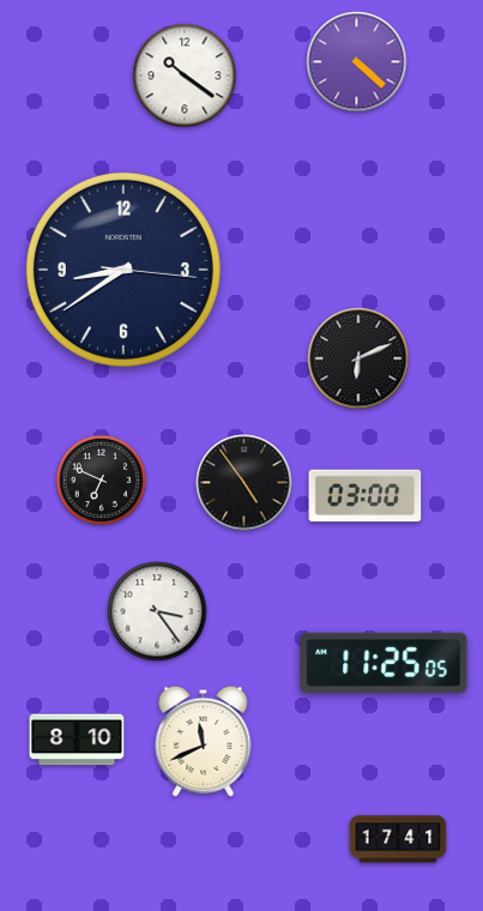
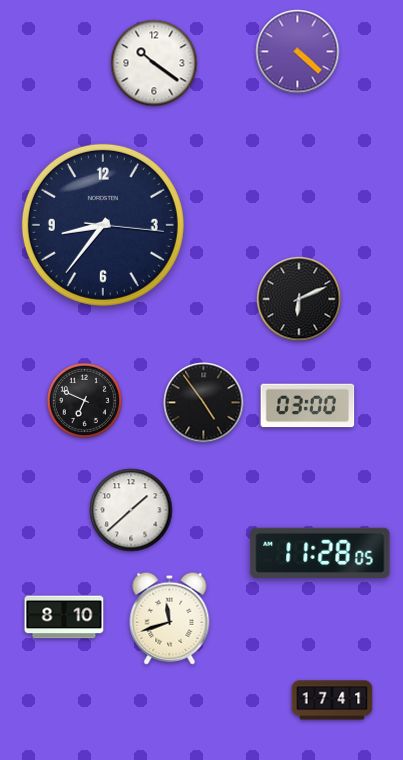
clock at (123, 270): 8:39 -> 8:36
clock at (366, 496) position: (366, 496) -> (308, 406)
clock at (157, 611): 3:24 -> 1:38
clock at (384, 662): 11:25 -> 11:28
clock at (204, 741): 11:41 -> 11:42
